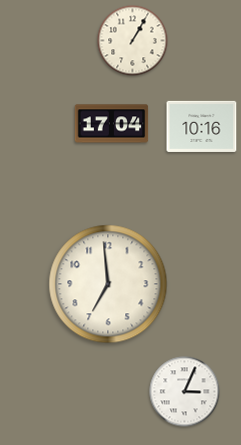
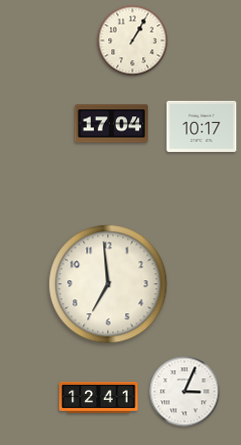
clock at (202, 126): 10:16 -> 10:17
clock at (99, 397): none -> 12:41
